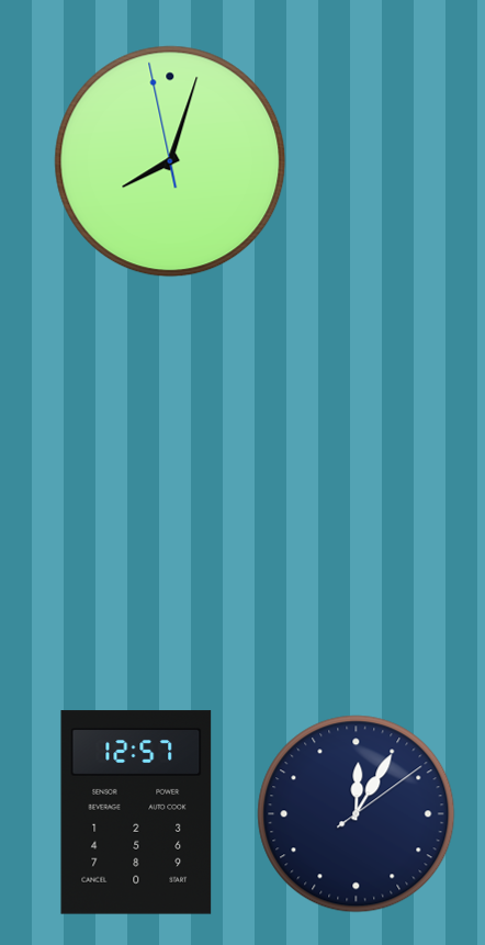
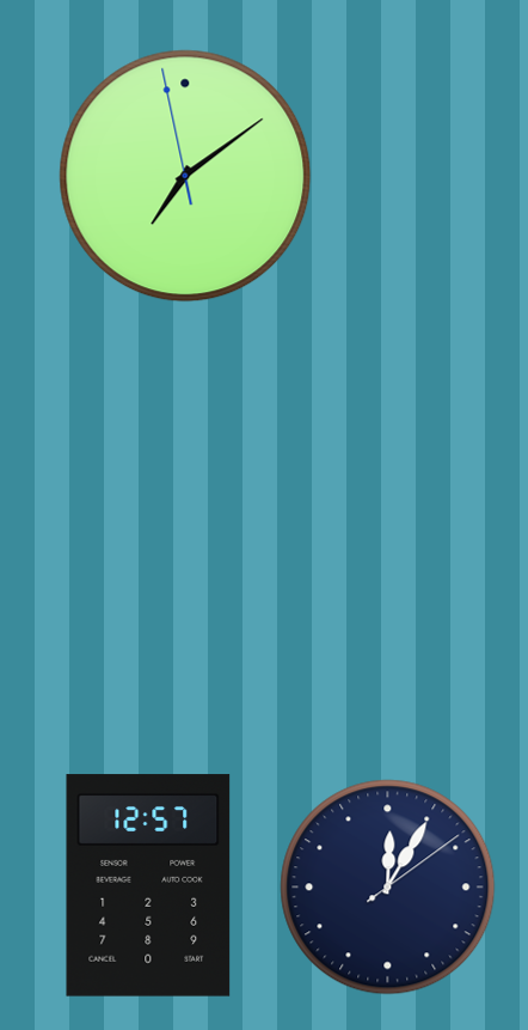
clock at (170, 161): 8:02 -> 7:08
